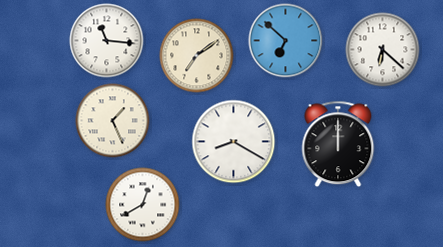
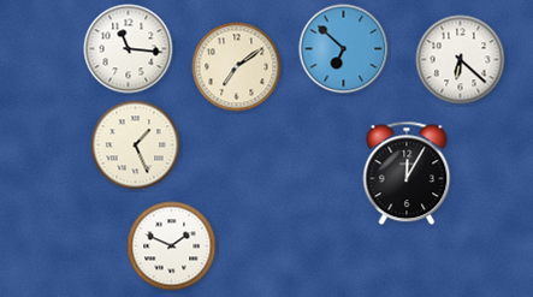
clock at (234, 142): 8:20 -> none
clock at (338, 144): 12:00 -> 12:05
clock at (143, 205): 12:40 -> 1:49
